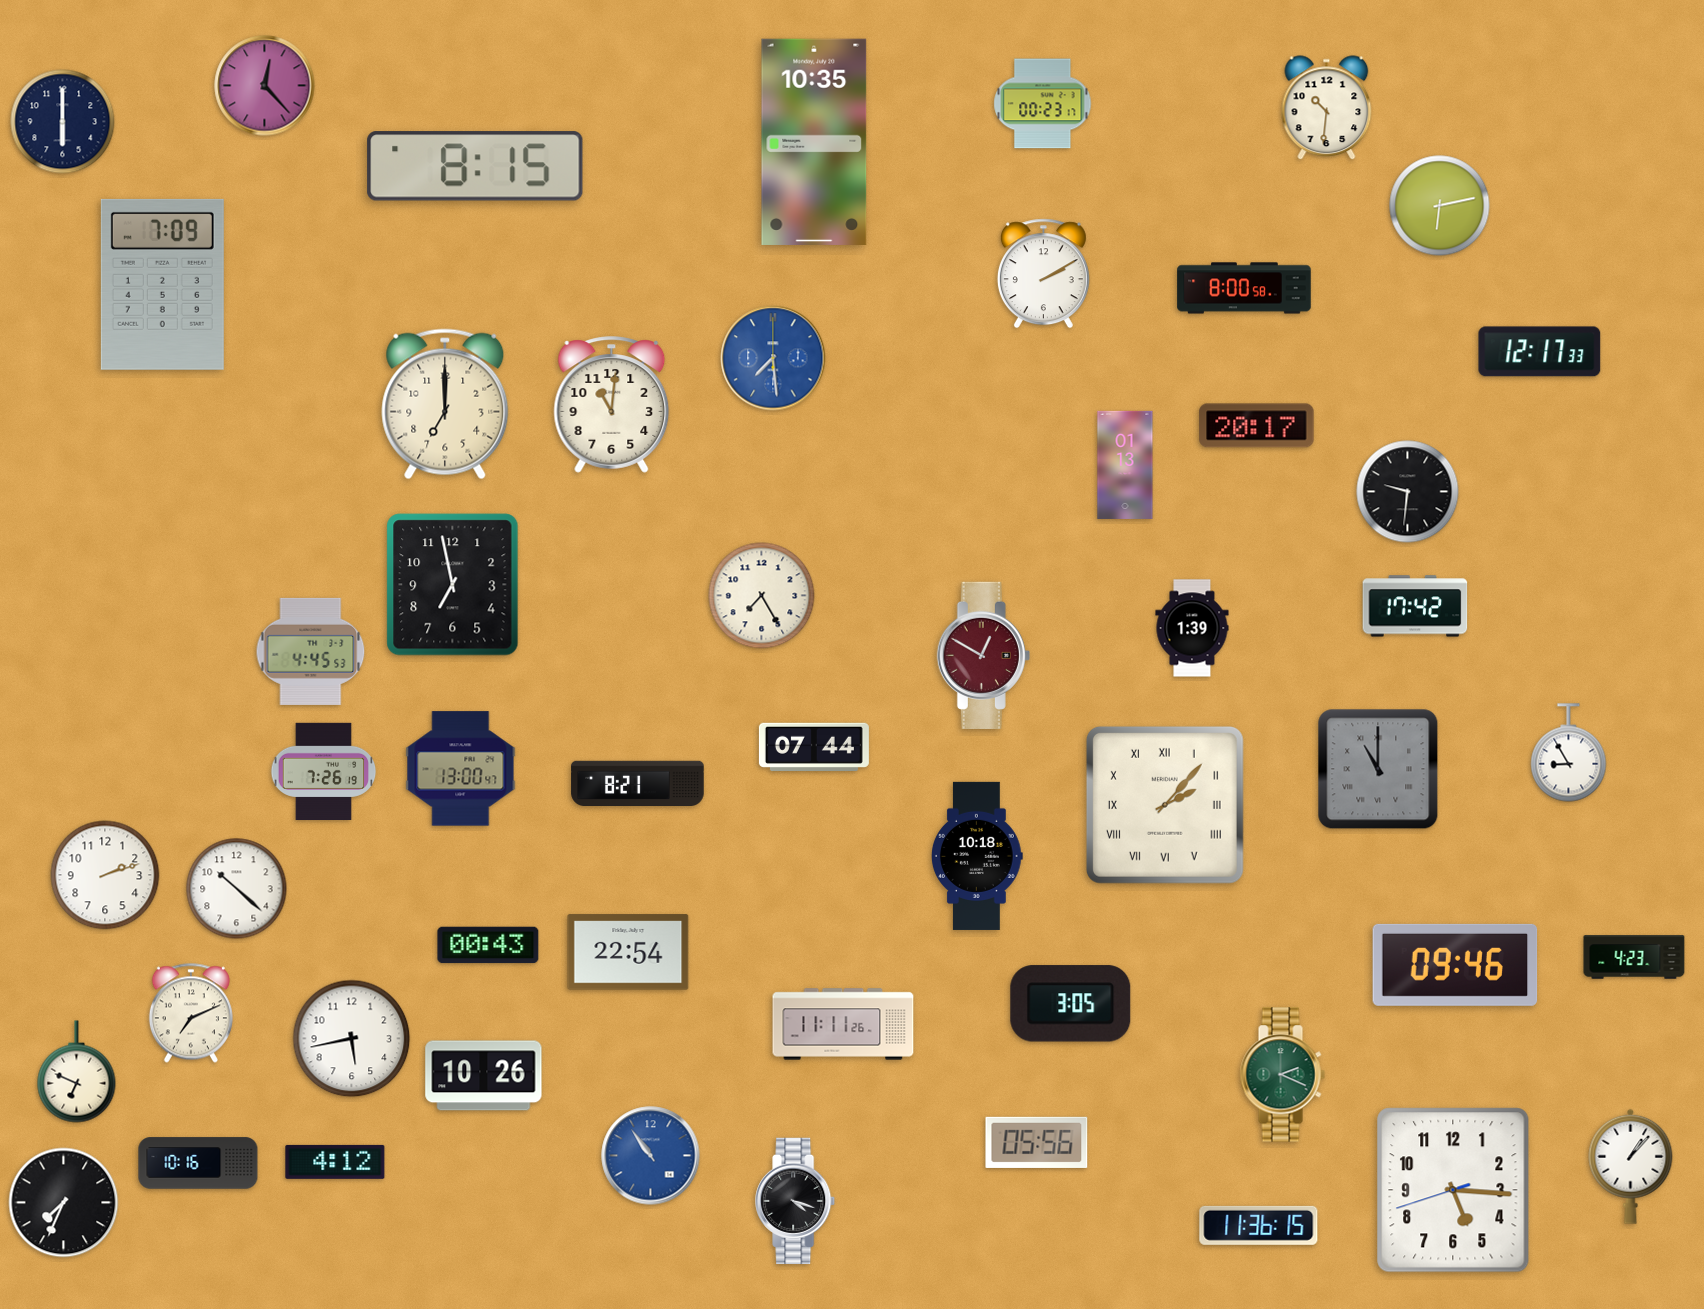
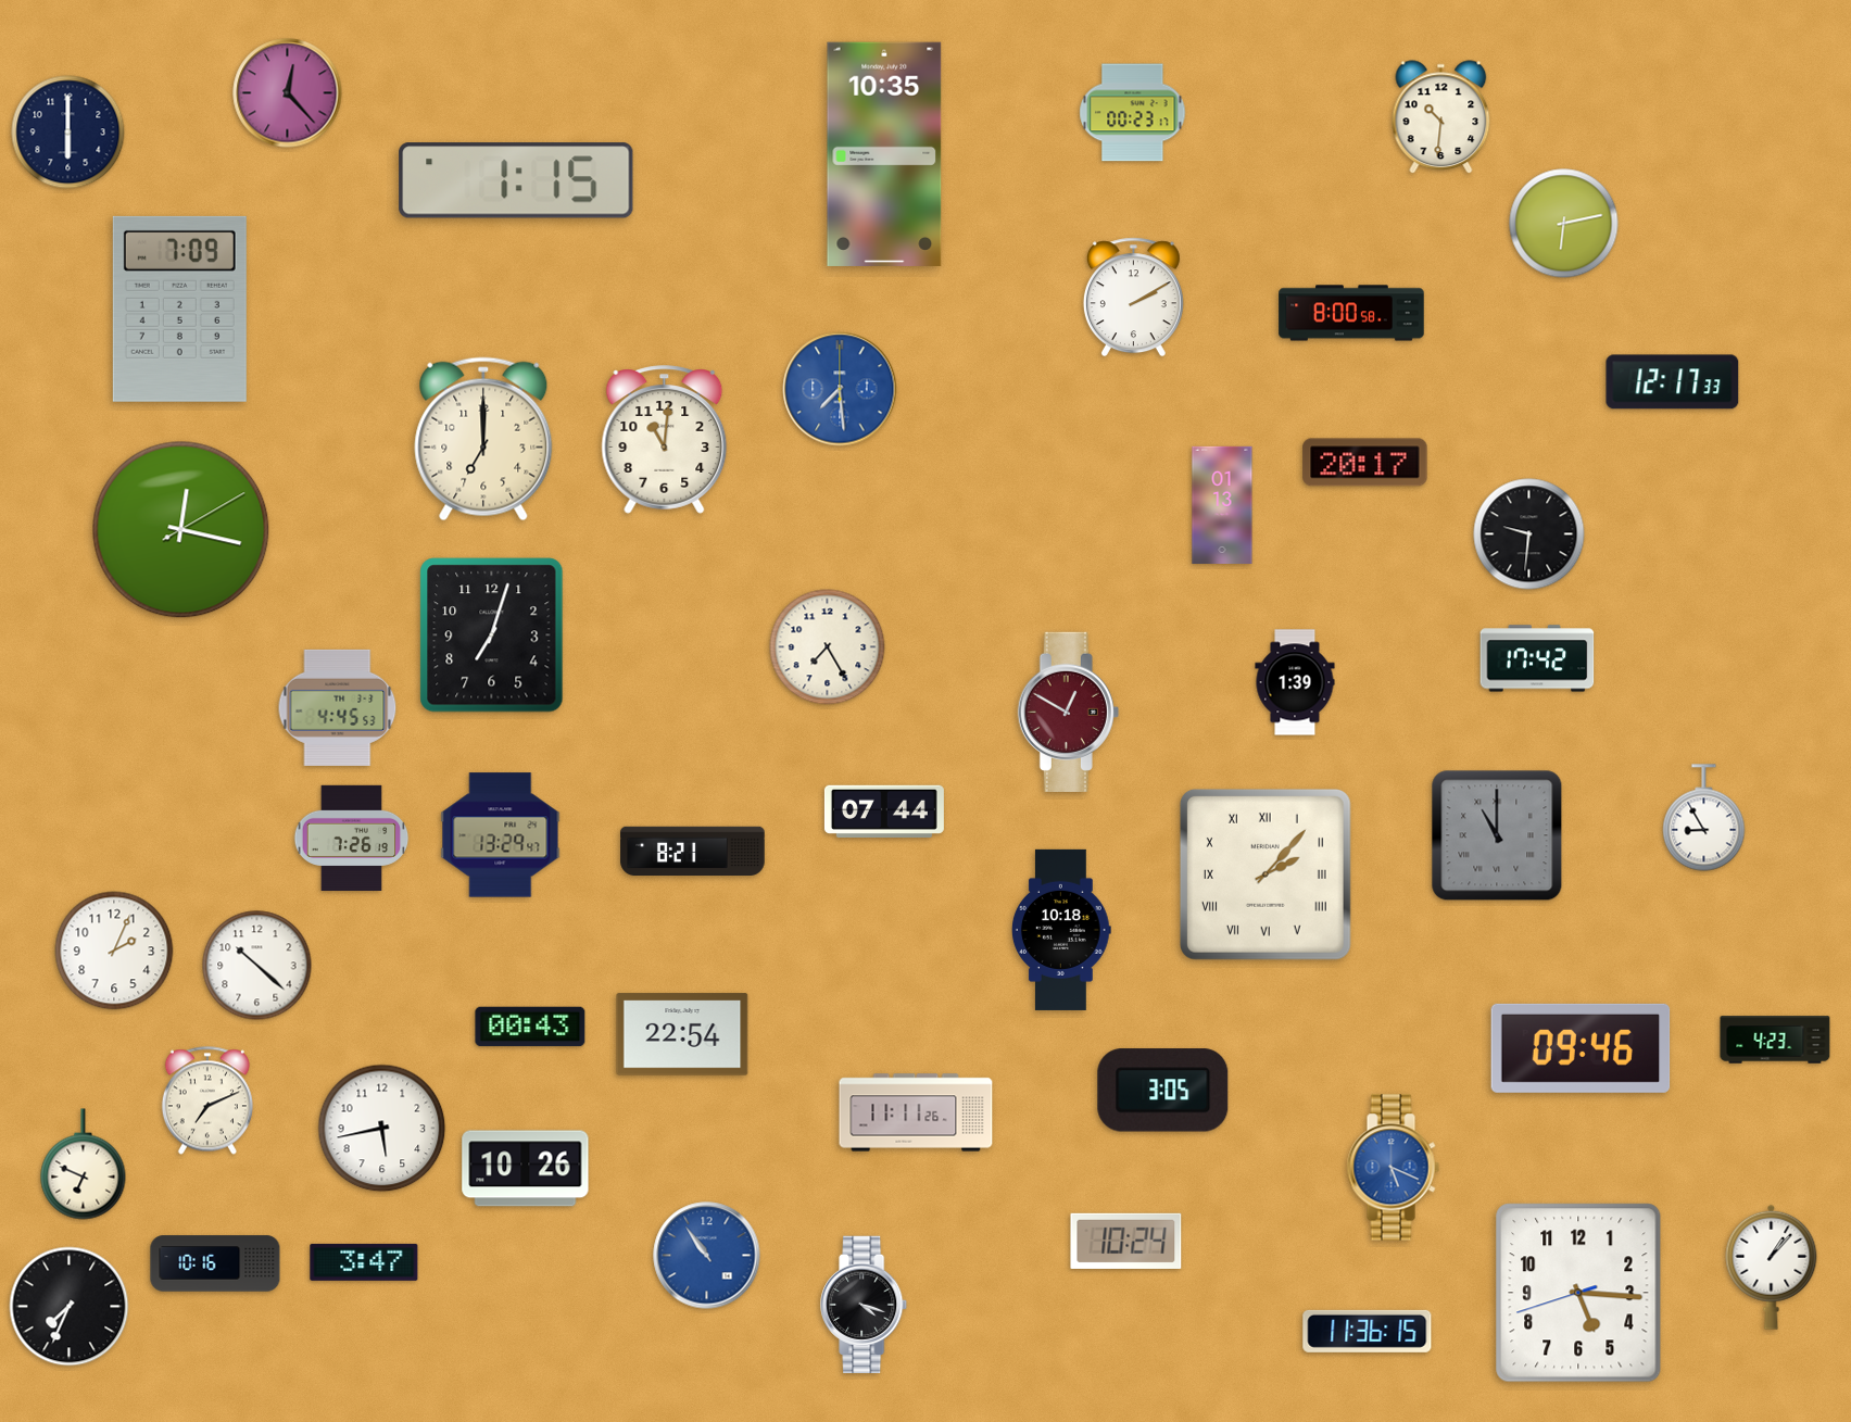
clock at (475, 166): 8:15 -> 1:15
clock at (162, 284) position: (162, 284) -> (179, 309)
clock at (181, 530): none -> 12:17
clock at (453, 585): 6:58 -> 7:03
clock at (461, 769): 13:00 -> 13:29
clock at (105, 875): 2:12 -> 2:04
clock at (1282, 1075): 2:19 -> 5:19
clock at (1282, 1075) dial: green -> blue
clock at (1037, 1142): 05:56 -> 10:24
clock at (335, 1162): 4:12 -> 3:47
